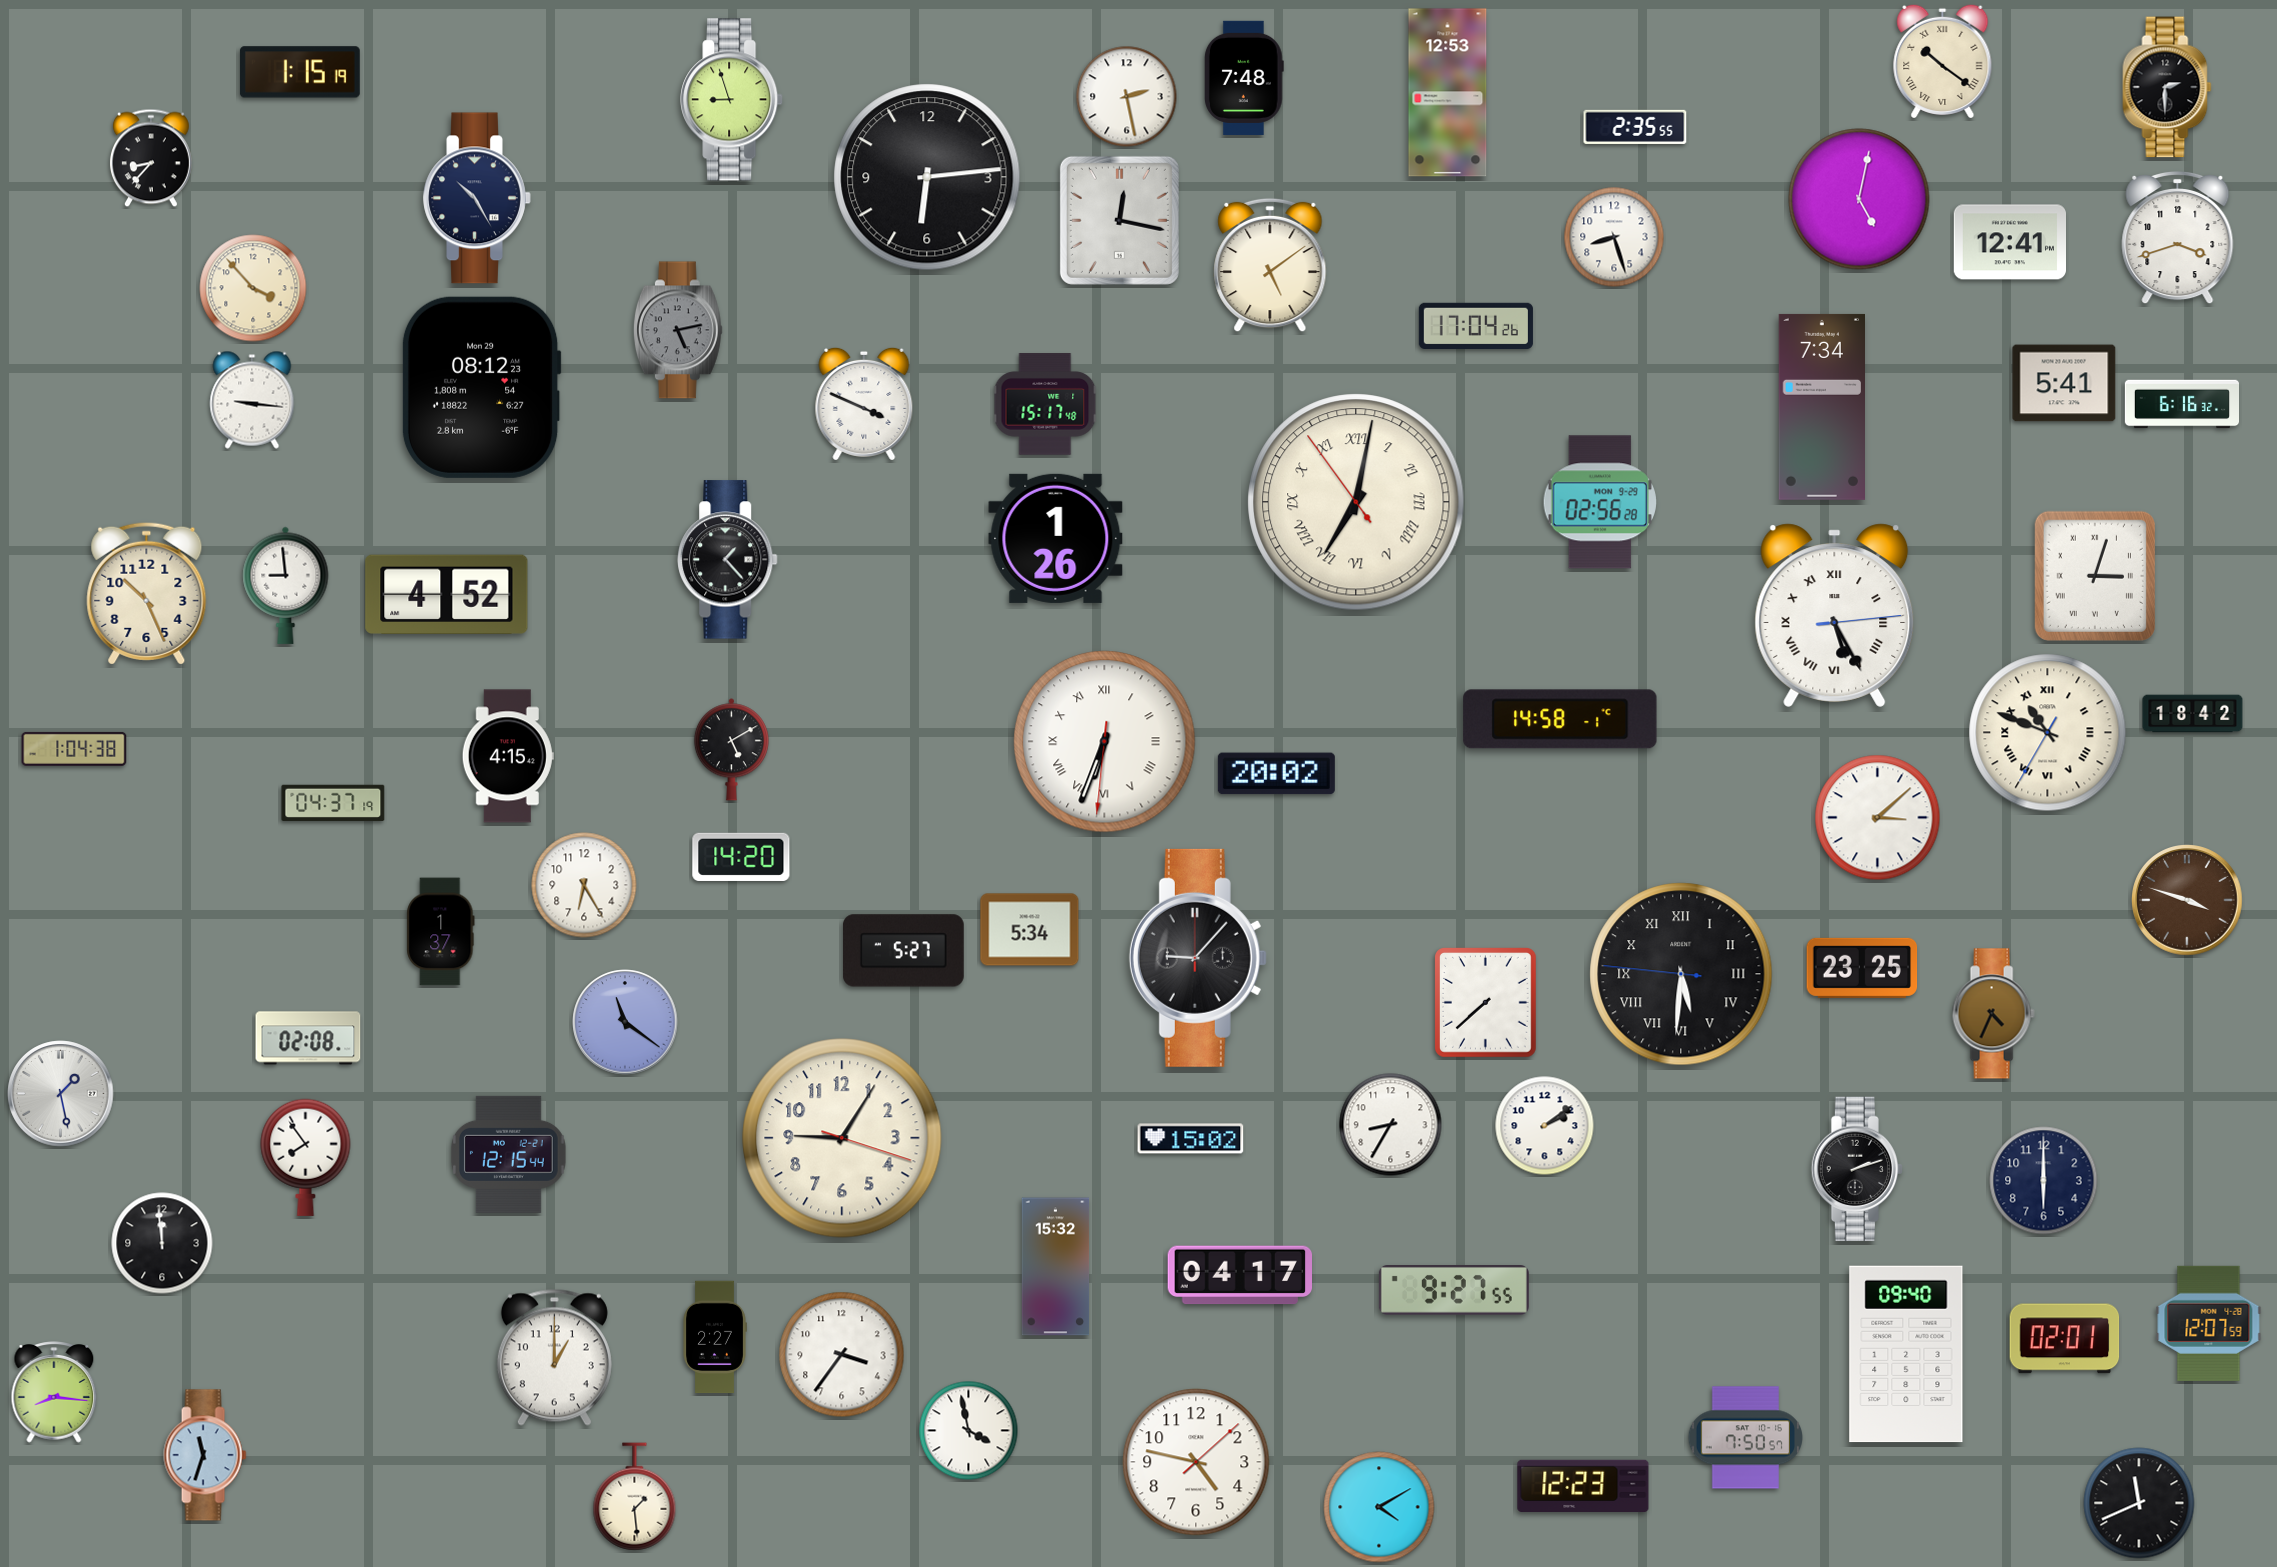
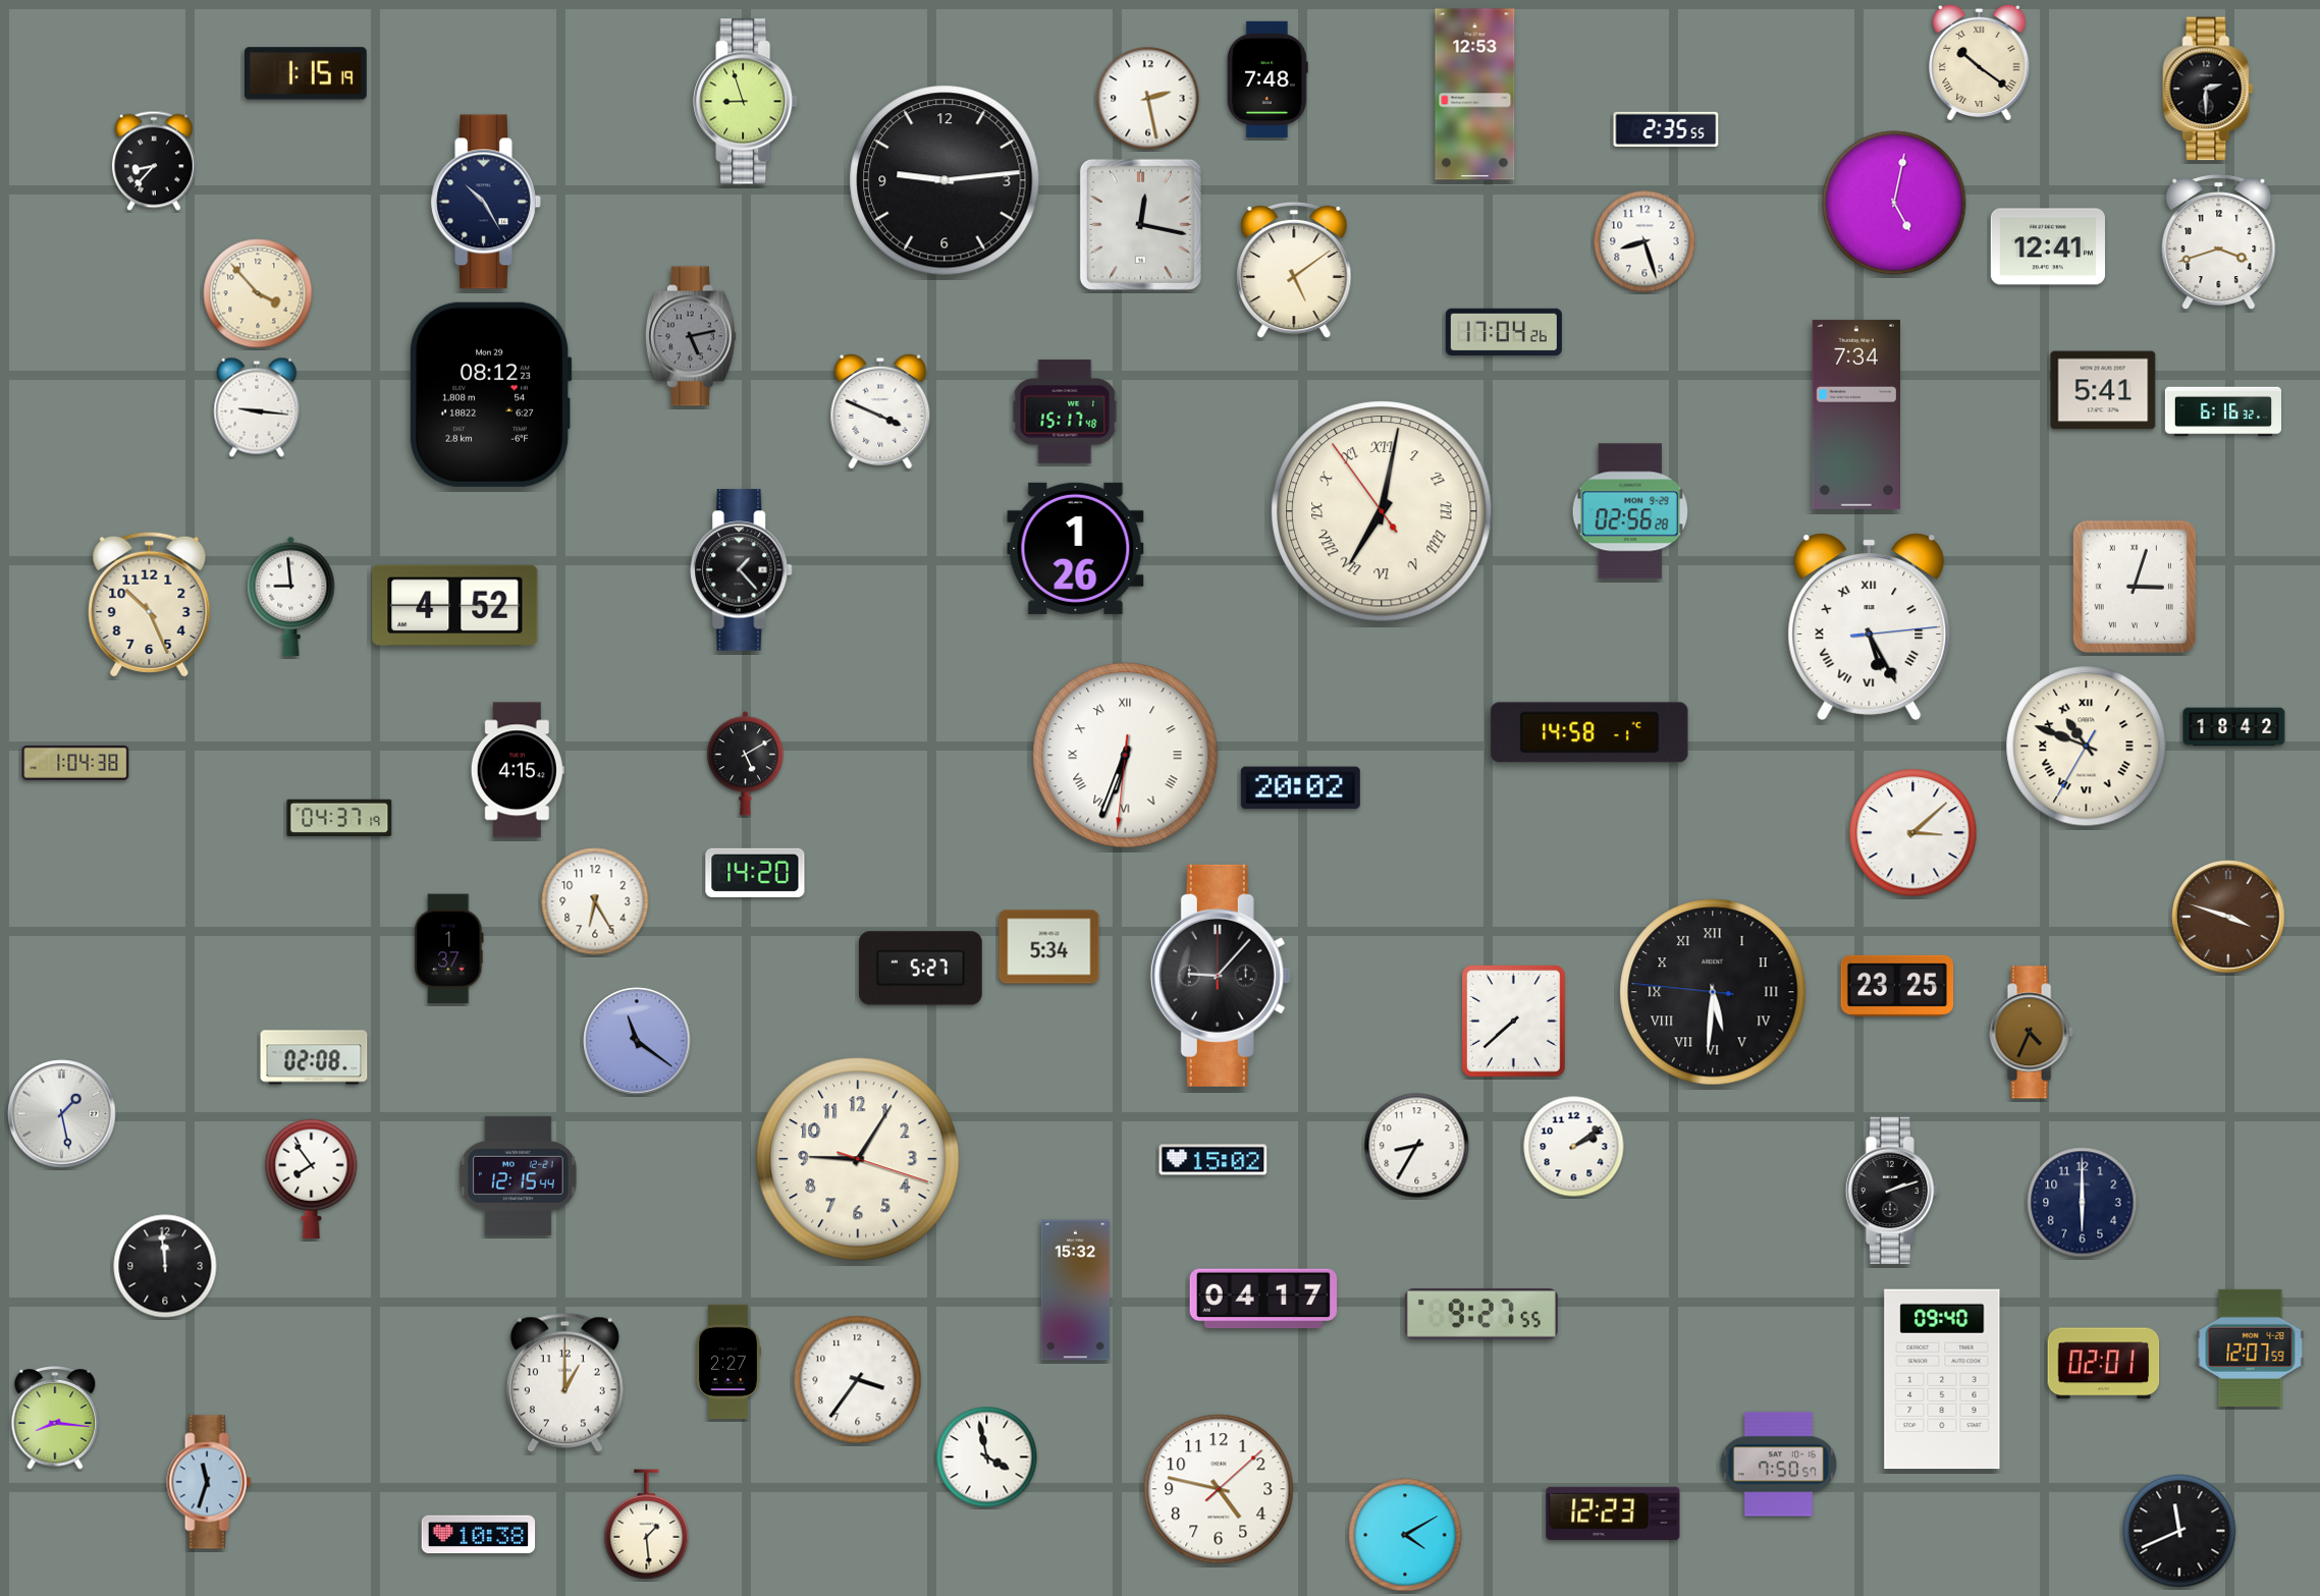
clock at (927, 177): 6:14 -> 9:14
clock at (479, 1535): none -> 10:38
